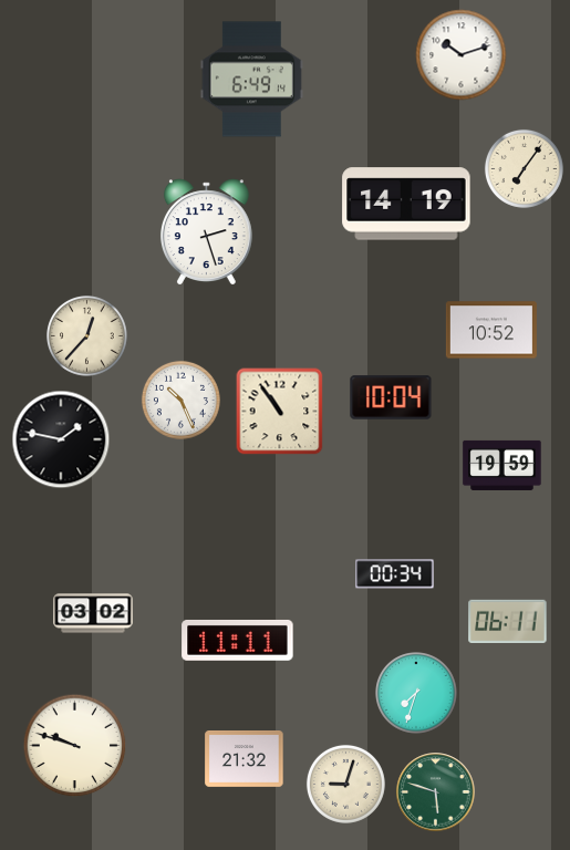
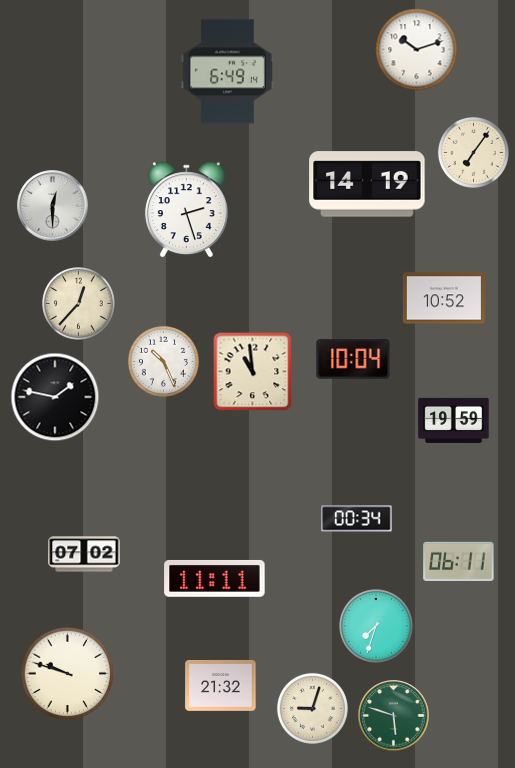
clock at (53, 206): none -> 12:30
clock at (280, 412): 10:54 -> 10:59
clock at (93, 613): 03:02 -> 07:02
